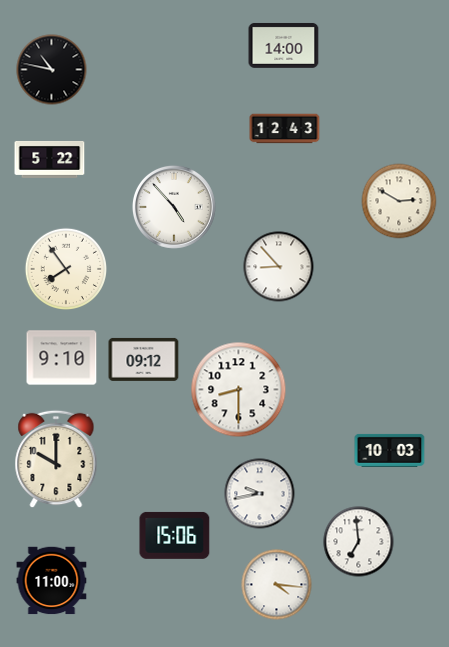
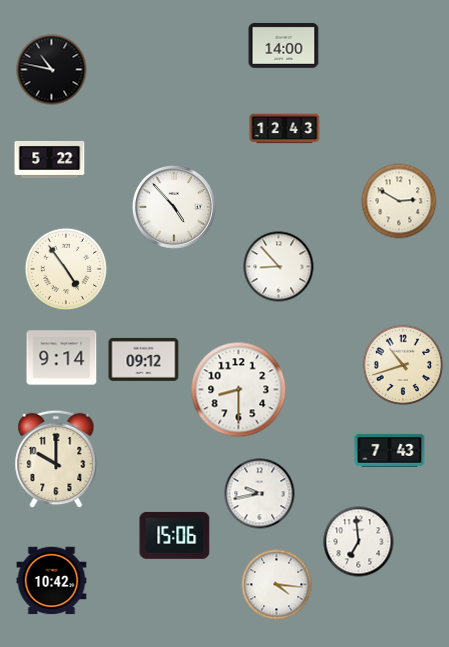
clock at (65, 268): 7:54 -> 4:54
clock at (62, 358): 9:10 -> 9:14
clock at (403, 365): none -> 10:42
clock at (390, 450): 10:03 -> 7:43
clock at (52, 581): 11:00 -> 10:42
